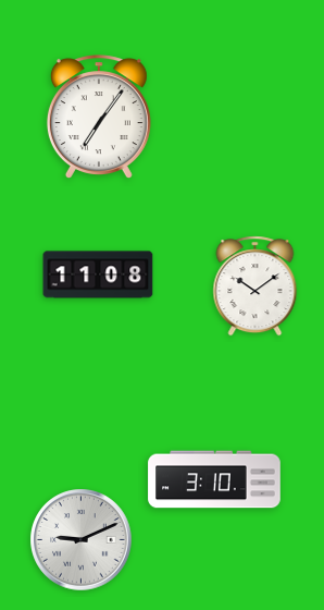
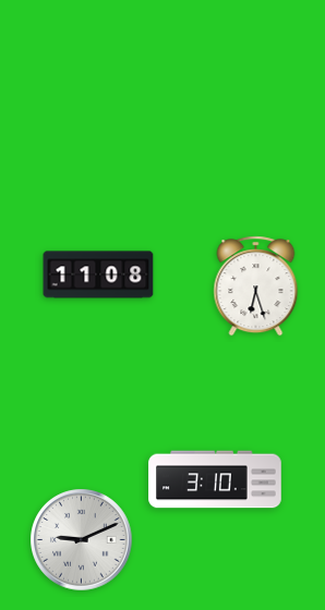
clock at (99, 117): 7:06 -> none
clock at (256, 286): 10:09 -> 6:27
